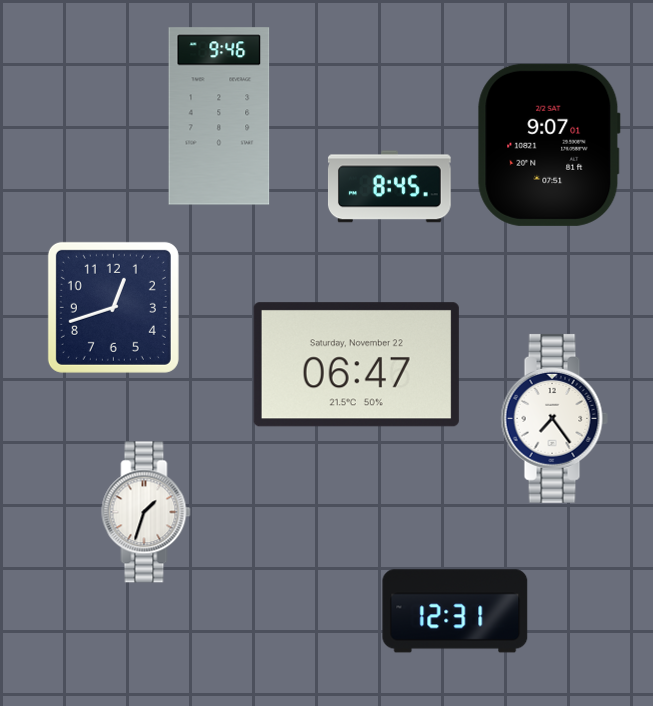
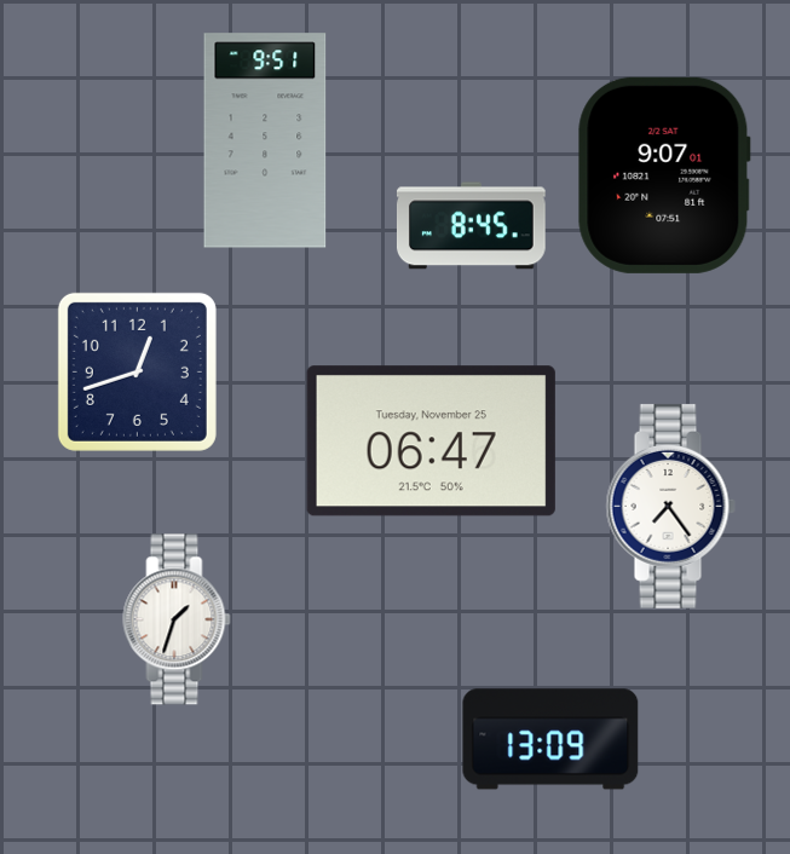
clock at (219, 116): 9:46 -> 9:51
clock at (356, 365) date: Saturday, November 22 -> Tuesday, November 25
clock at (455, 611): 12:31 -> 13:09
